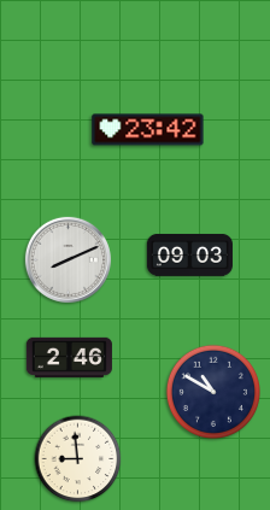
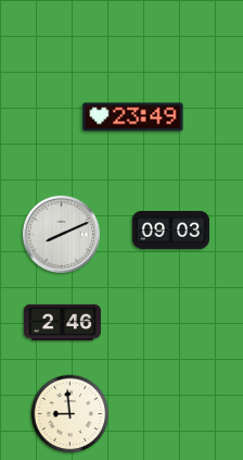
clock at (148, 130): 23:42 -> 23:49
clock at (213, 392): 10:50 -> none
